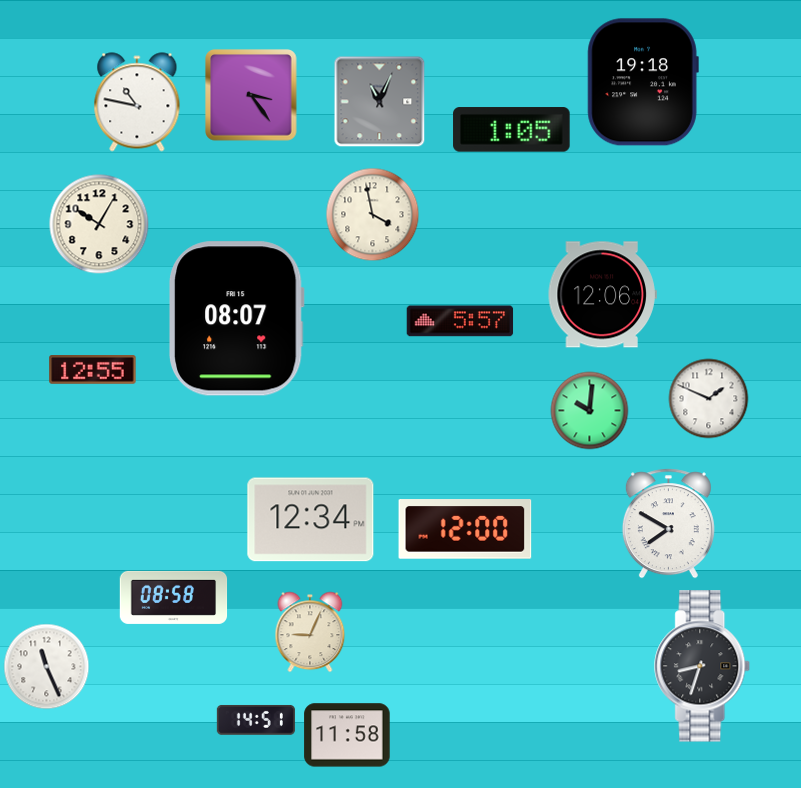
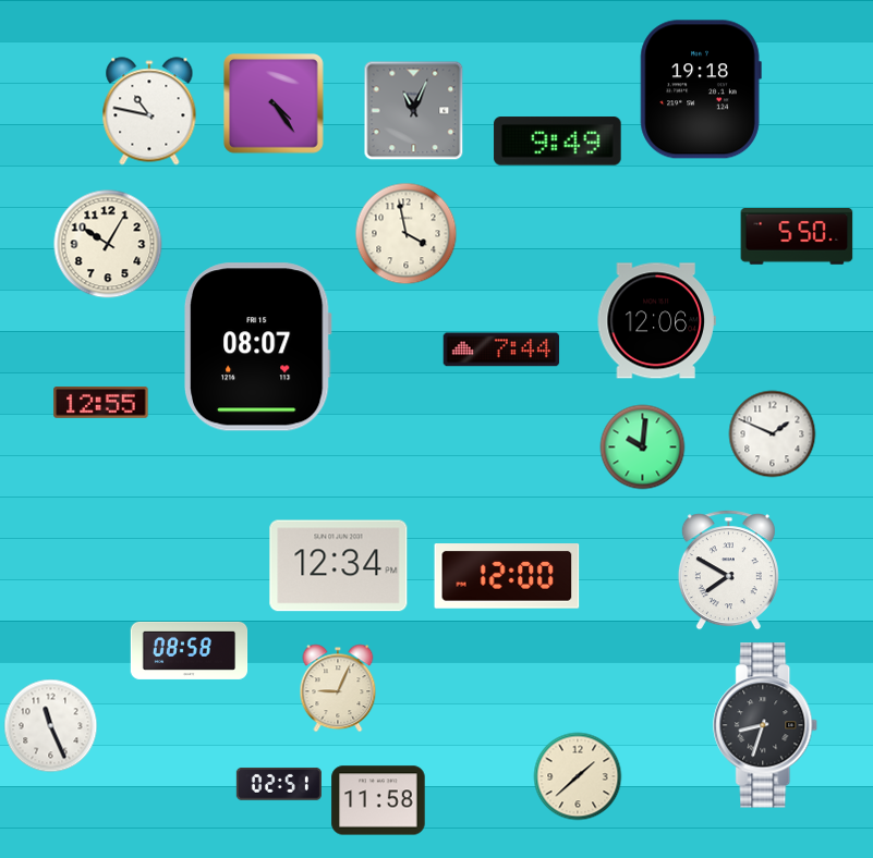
clock at (251, 95): 3:24 -> 4:24
clock at (512, 130): 1:05 -> 9:49
clock at (797, 237): none -> 5:50
clock at (460, 321): 5:57 -> 7:44
clock at (578, 776): none -> 1:38
clock at (256, 720): 14:51 -> 02:51
